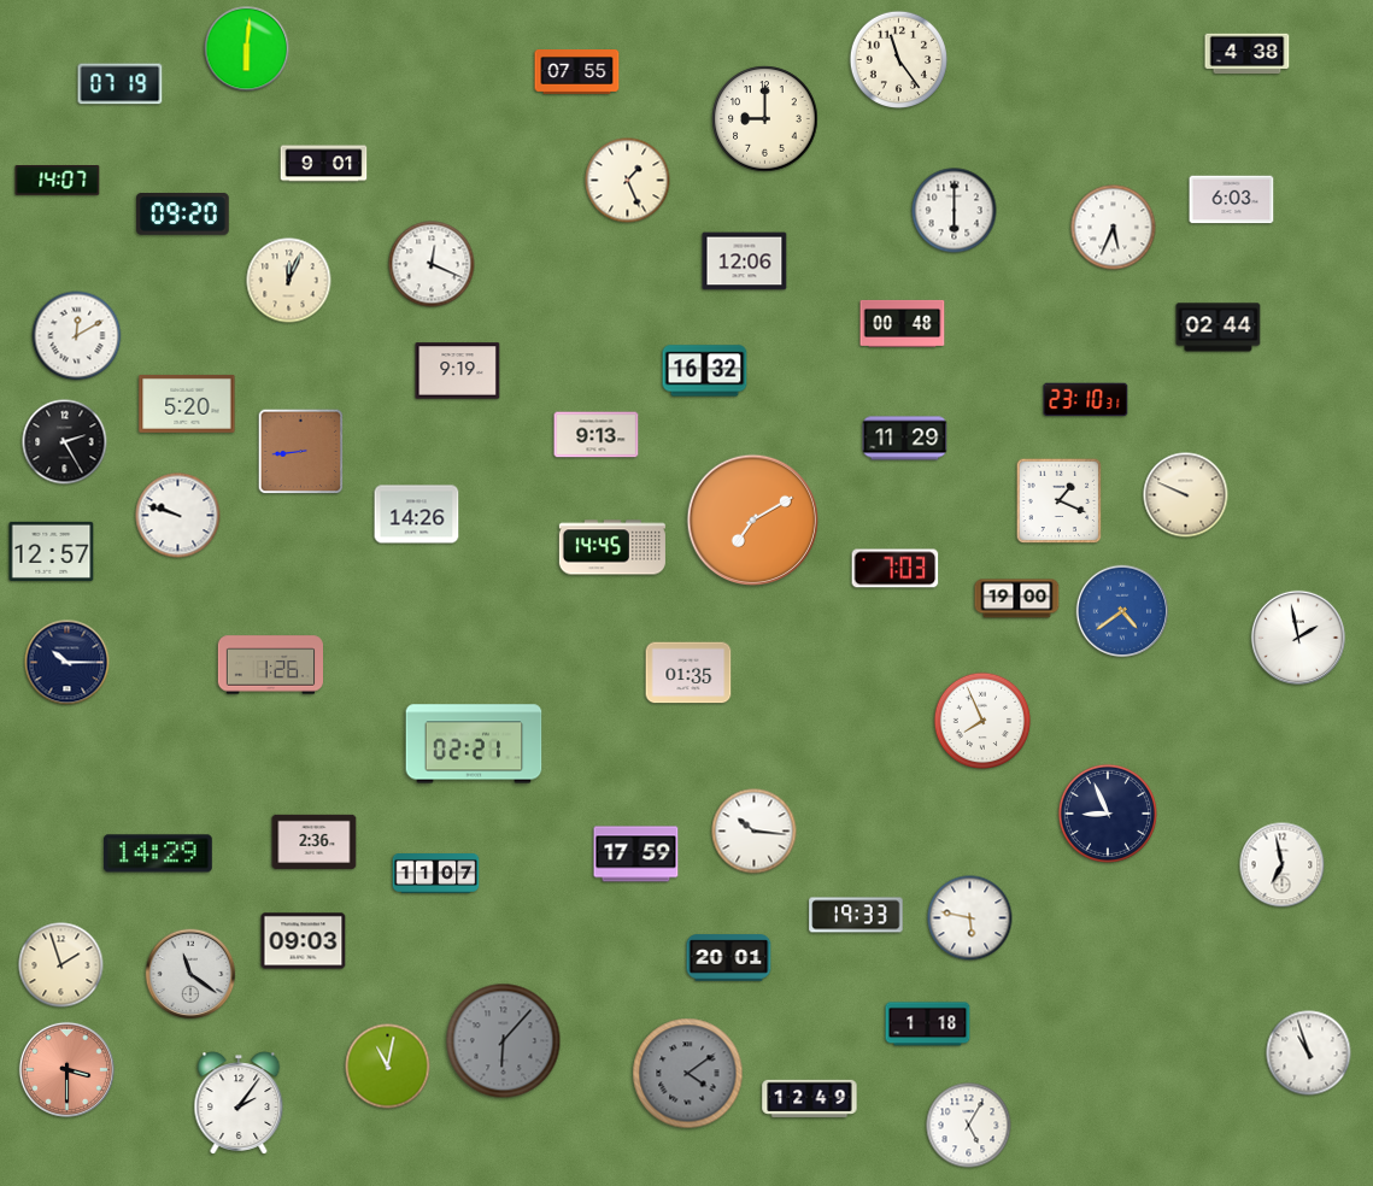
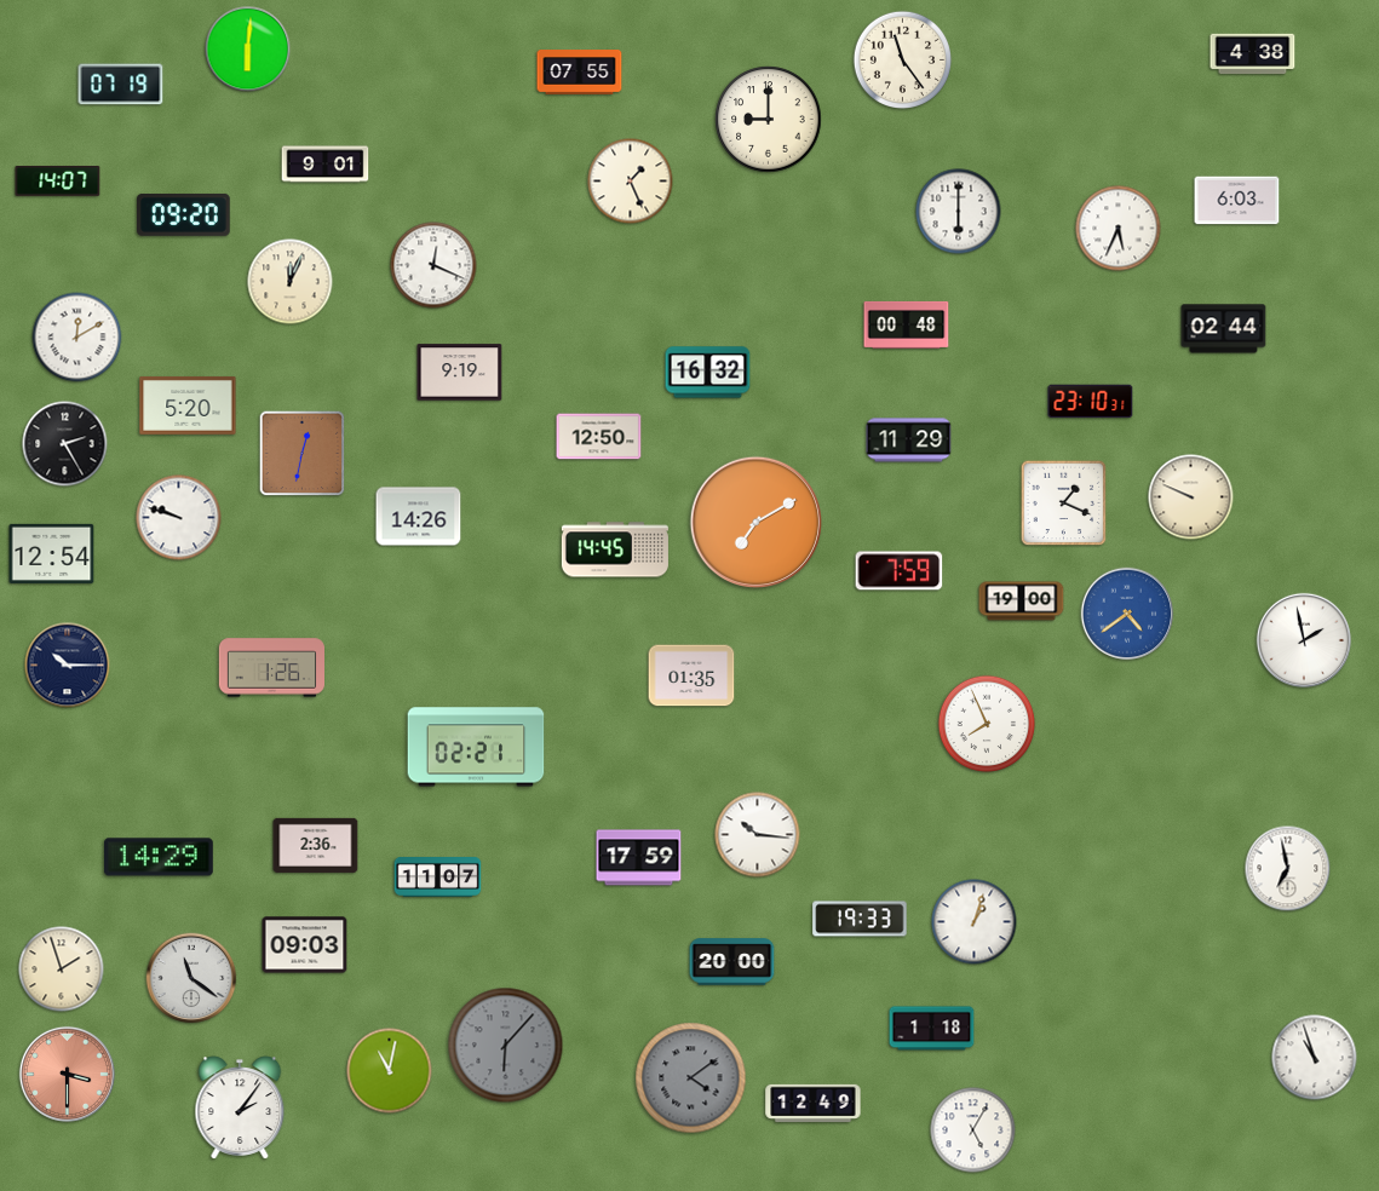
clock at (745, 262): 12:06 -> none
clock at (597, 435): 9:13 -> 12:50
clock at (301, 452): 8:44 -> 12:32
clock at (52, 551): 12:57 -> 12:54
clock at (896, 569): 7:03 -> 7:59
clock at (1108, 814): 8:56 -> none
clock at (970, 918): 5:47 -> 1:03
clock at (729, 958): 20:01 -> 20:00
